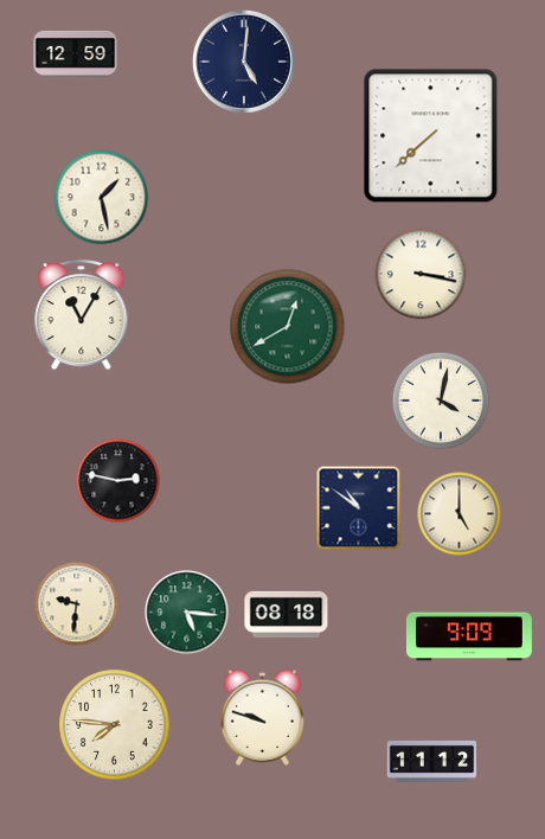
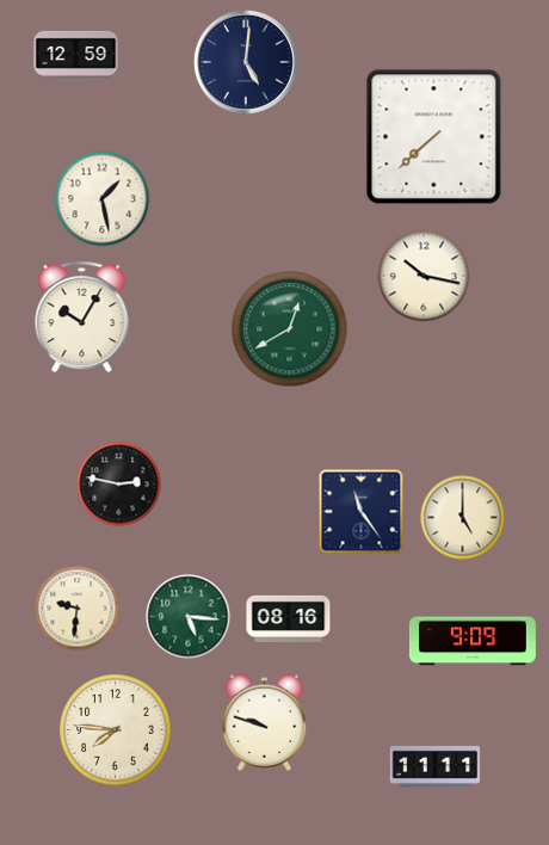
clock at (421, 274): 3:17 -> 10:17
clock at (82, 315): 11:05 -> 10:05
clock at (441, 401): 4:02 -> none
clock at (359, 508): 10:51 -> 11:24
clock at (287, 614): 08:18 -> 08:16
clock at (432, 761): 11:12 -> 11:11
